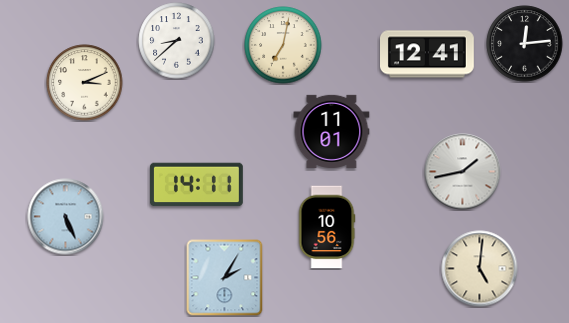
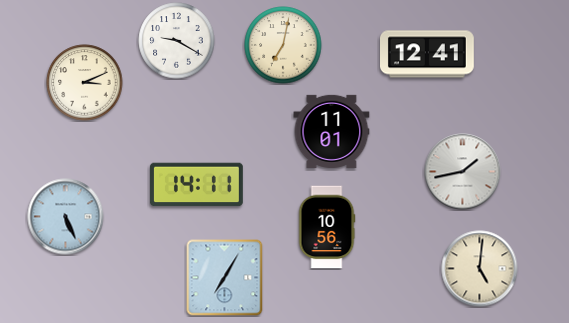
clock at (177, 41): 8:38 -> 9:20
clock at (525, 44): 12:14 -> none
clock at (225, 278): 2:05 -> 7:05
